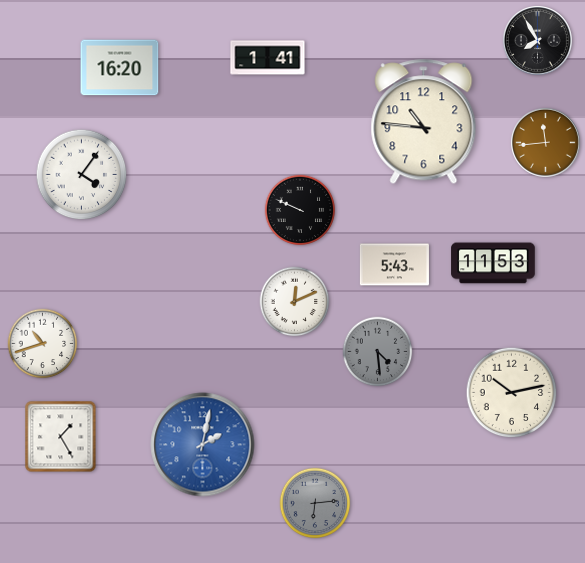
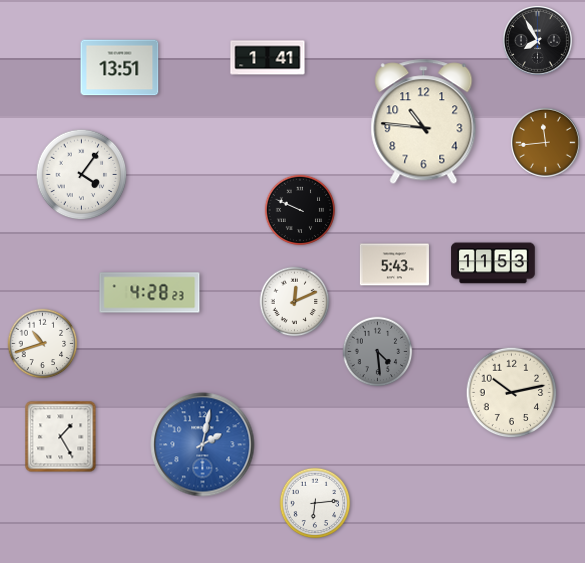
clock at (120, 68): 16:20 -> 13:51
clock at (150, 293): none -> 4:28
clock at (315, 503) dial: grey -> white
